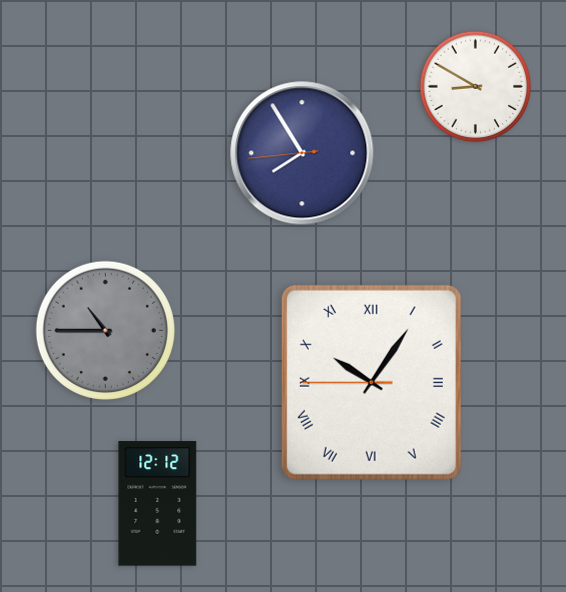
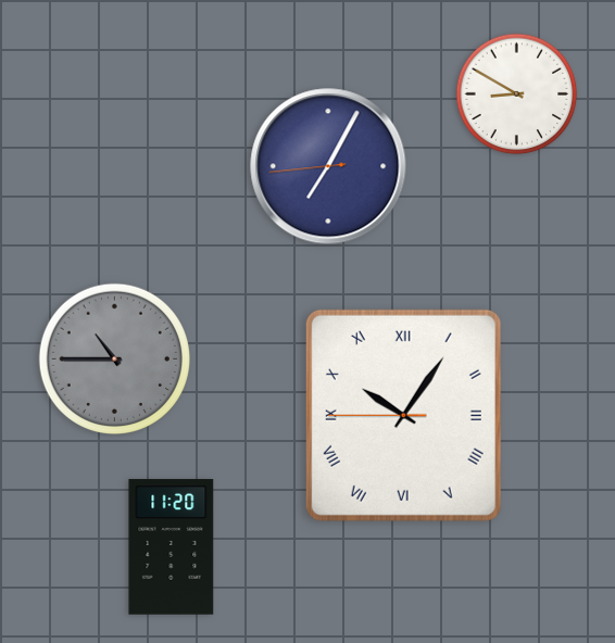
clock at (302, 153): 7:54 -> 7:04
clock at (158, 504): 12:12 -> 11:20
